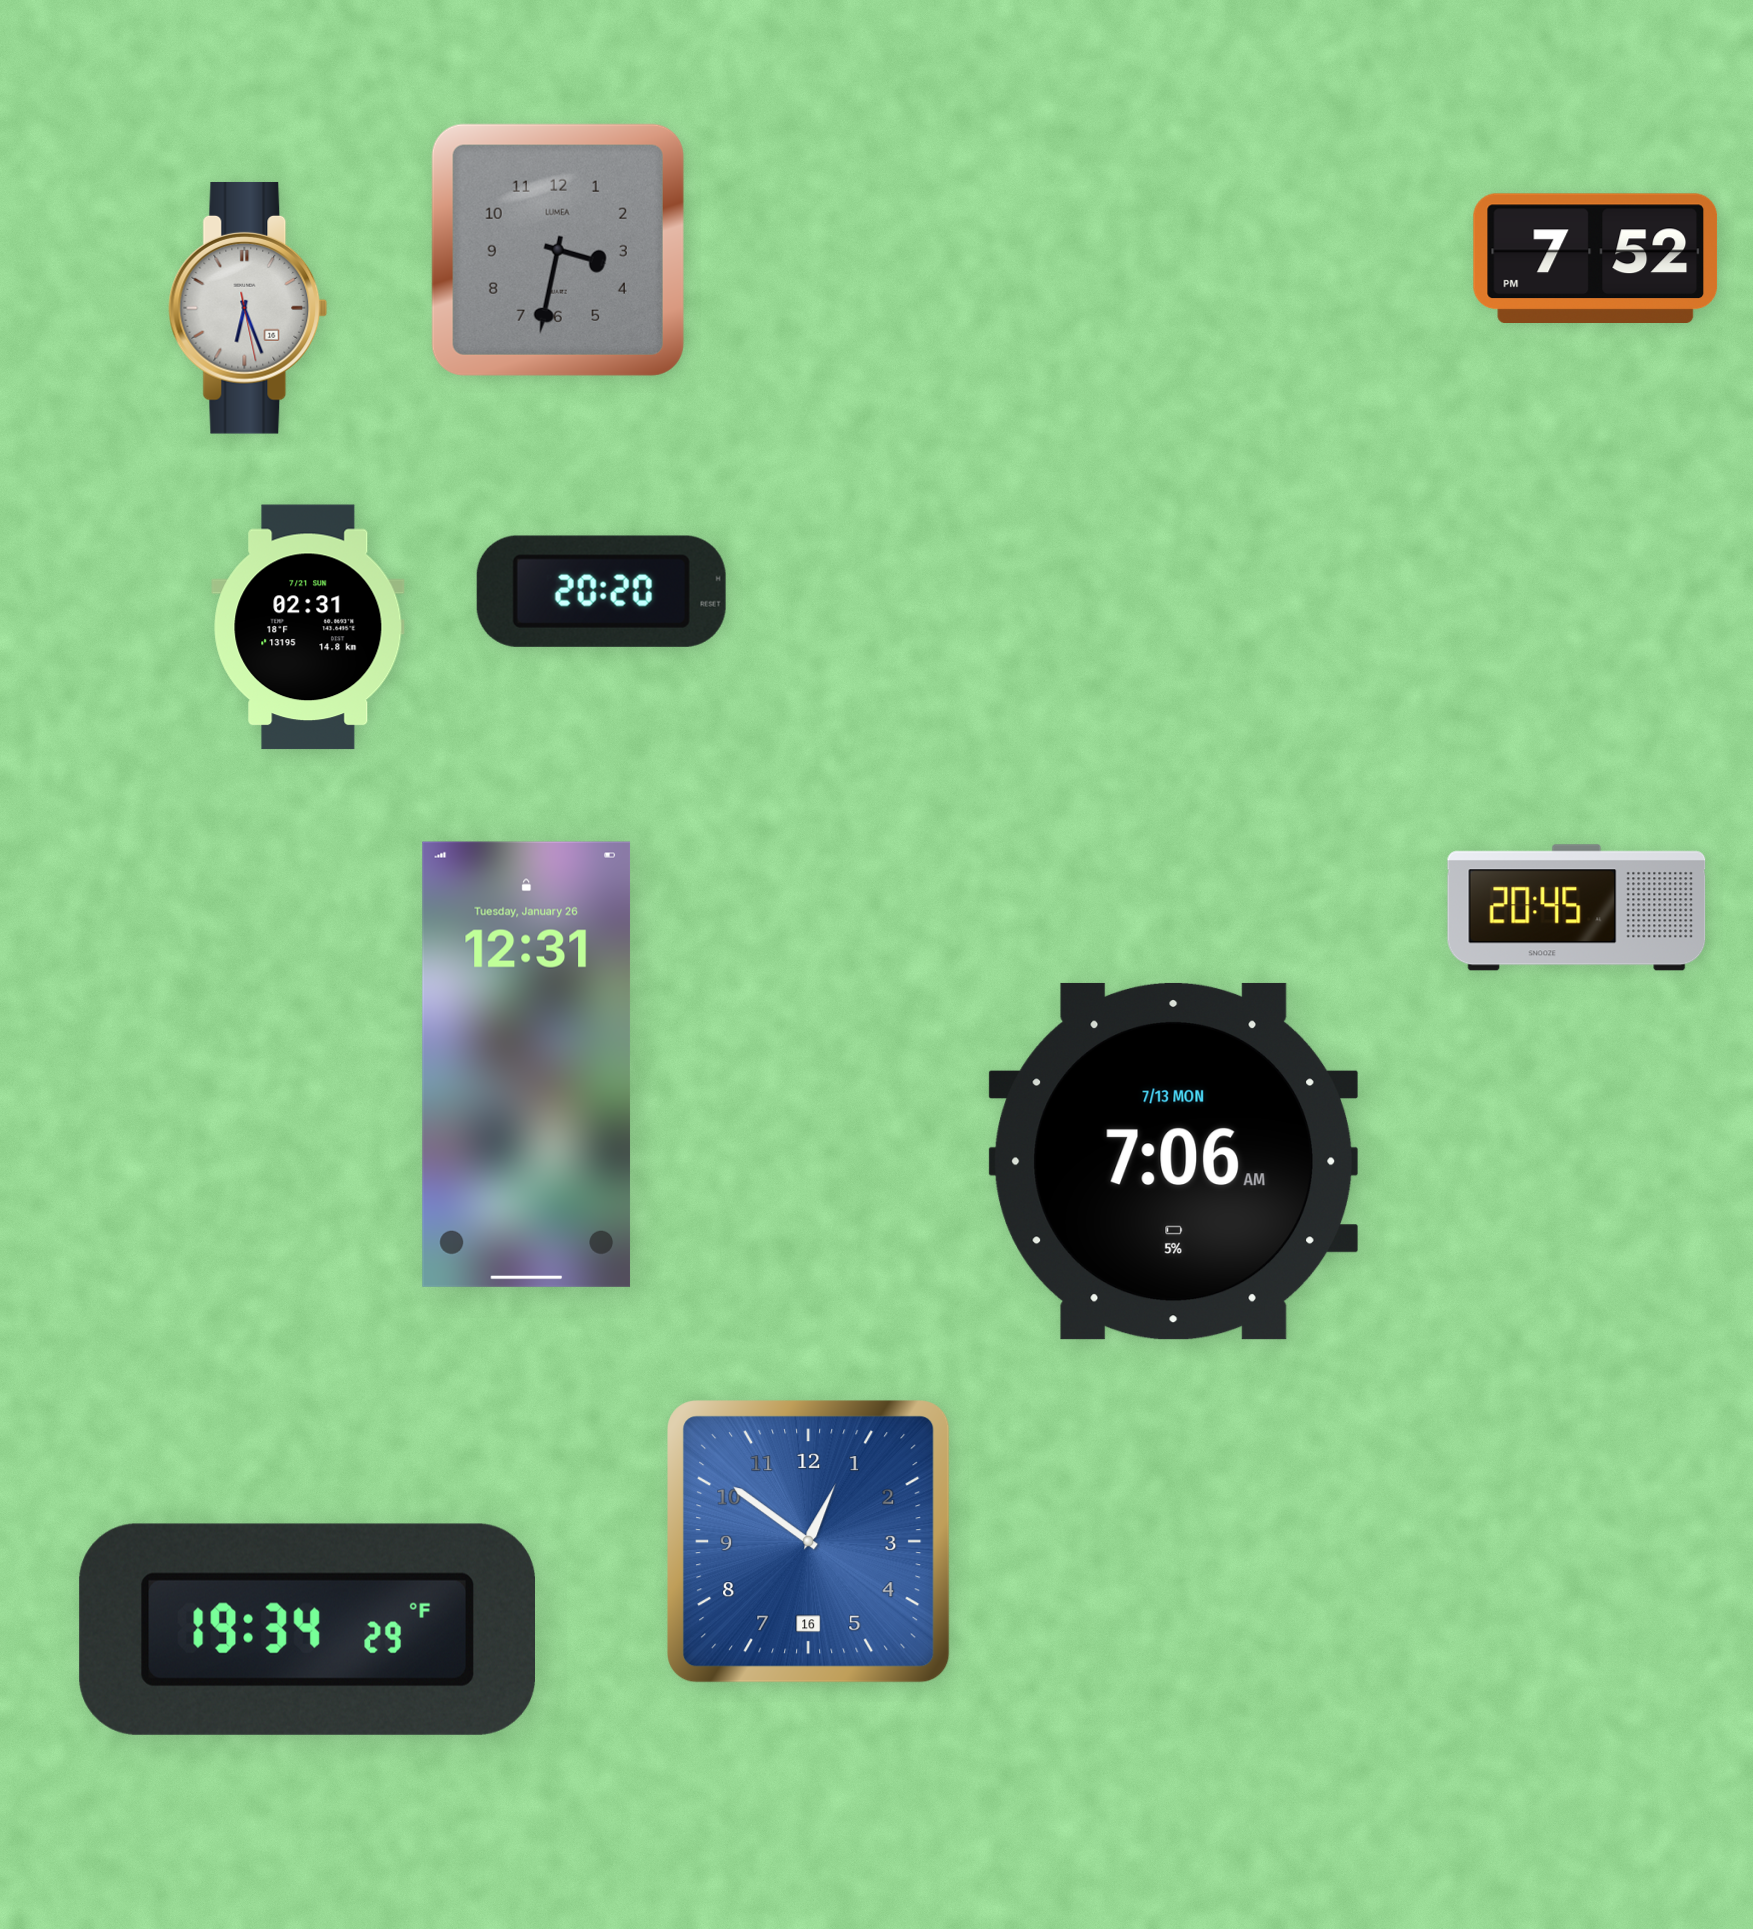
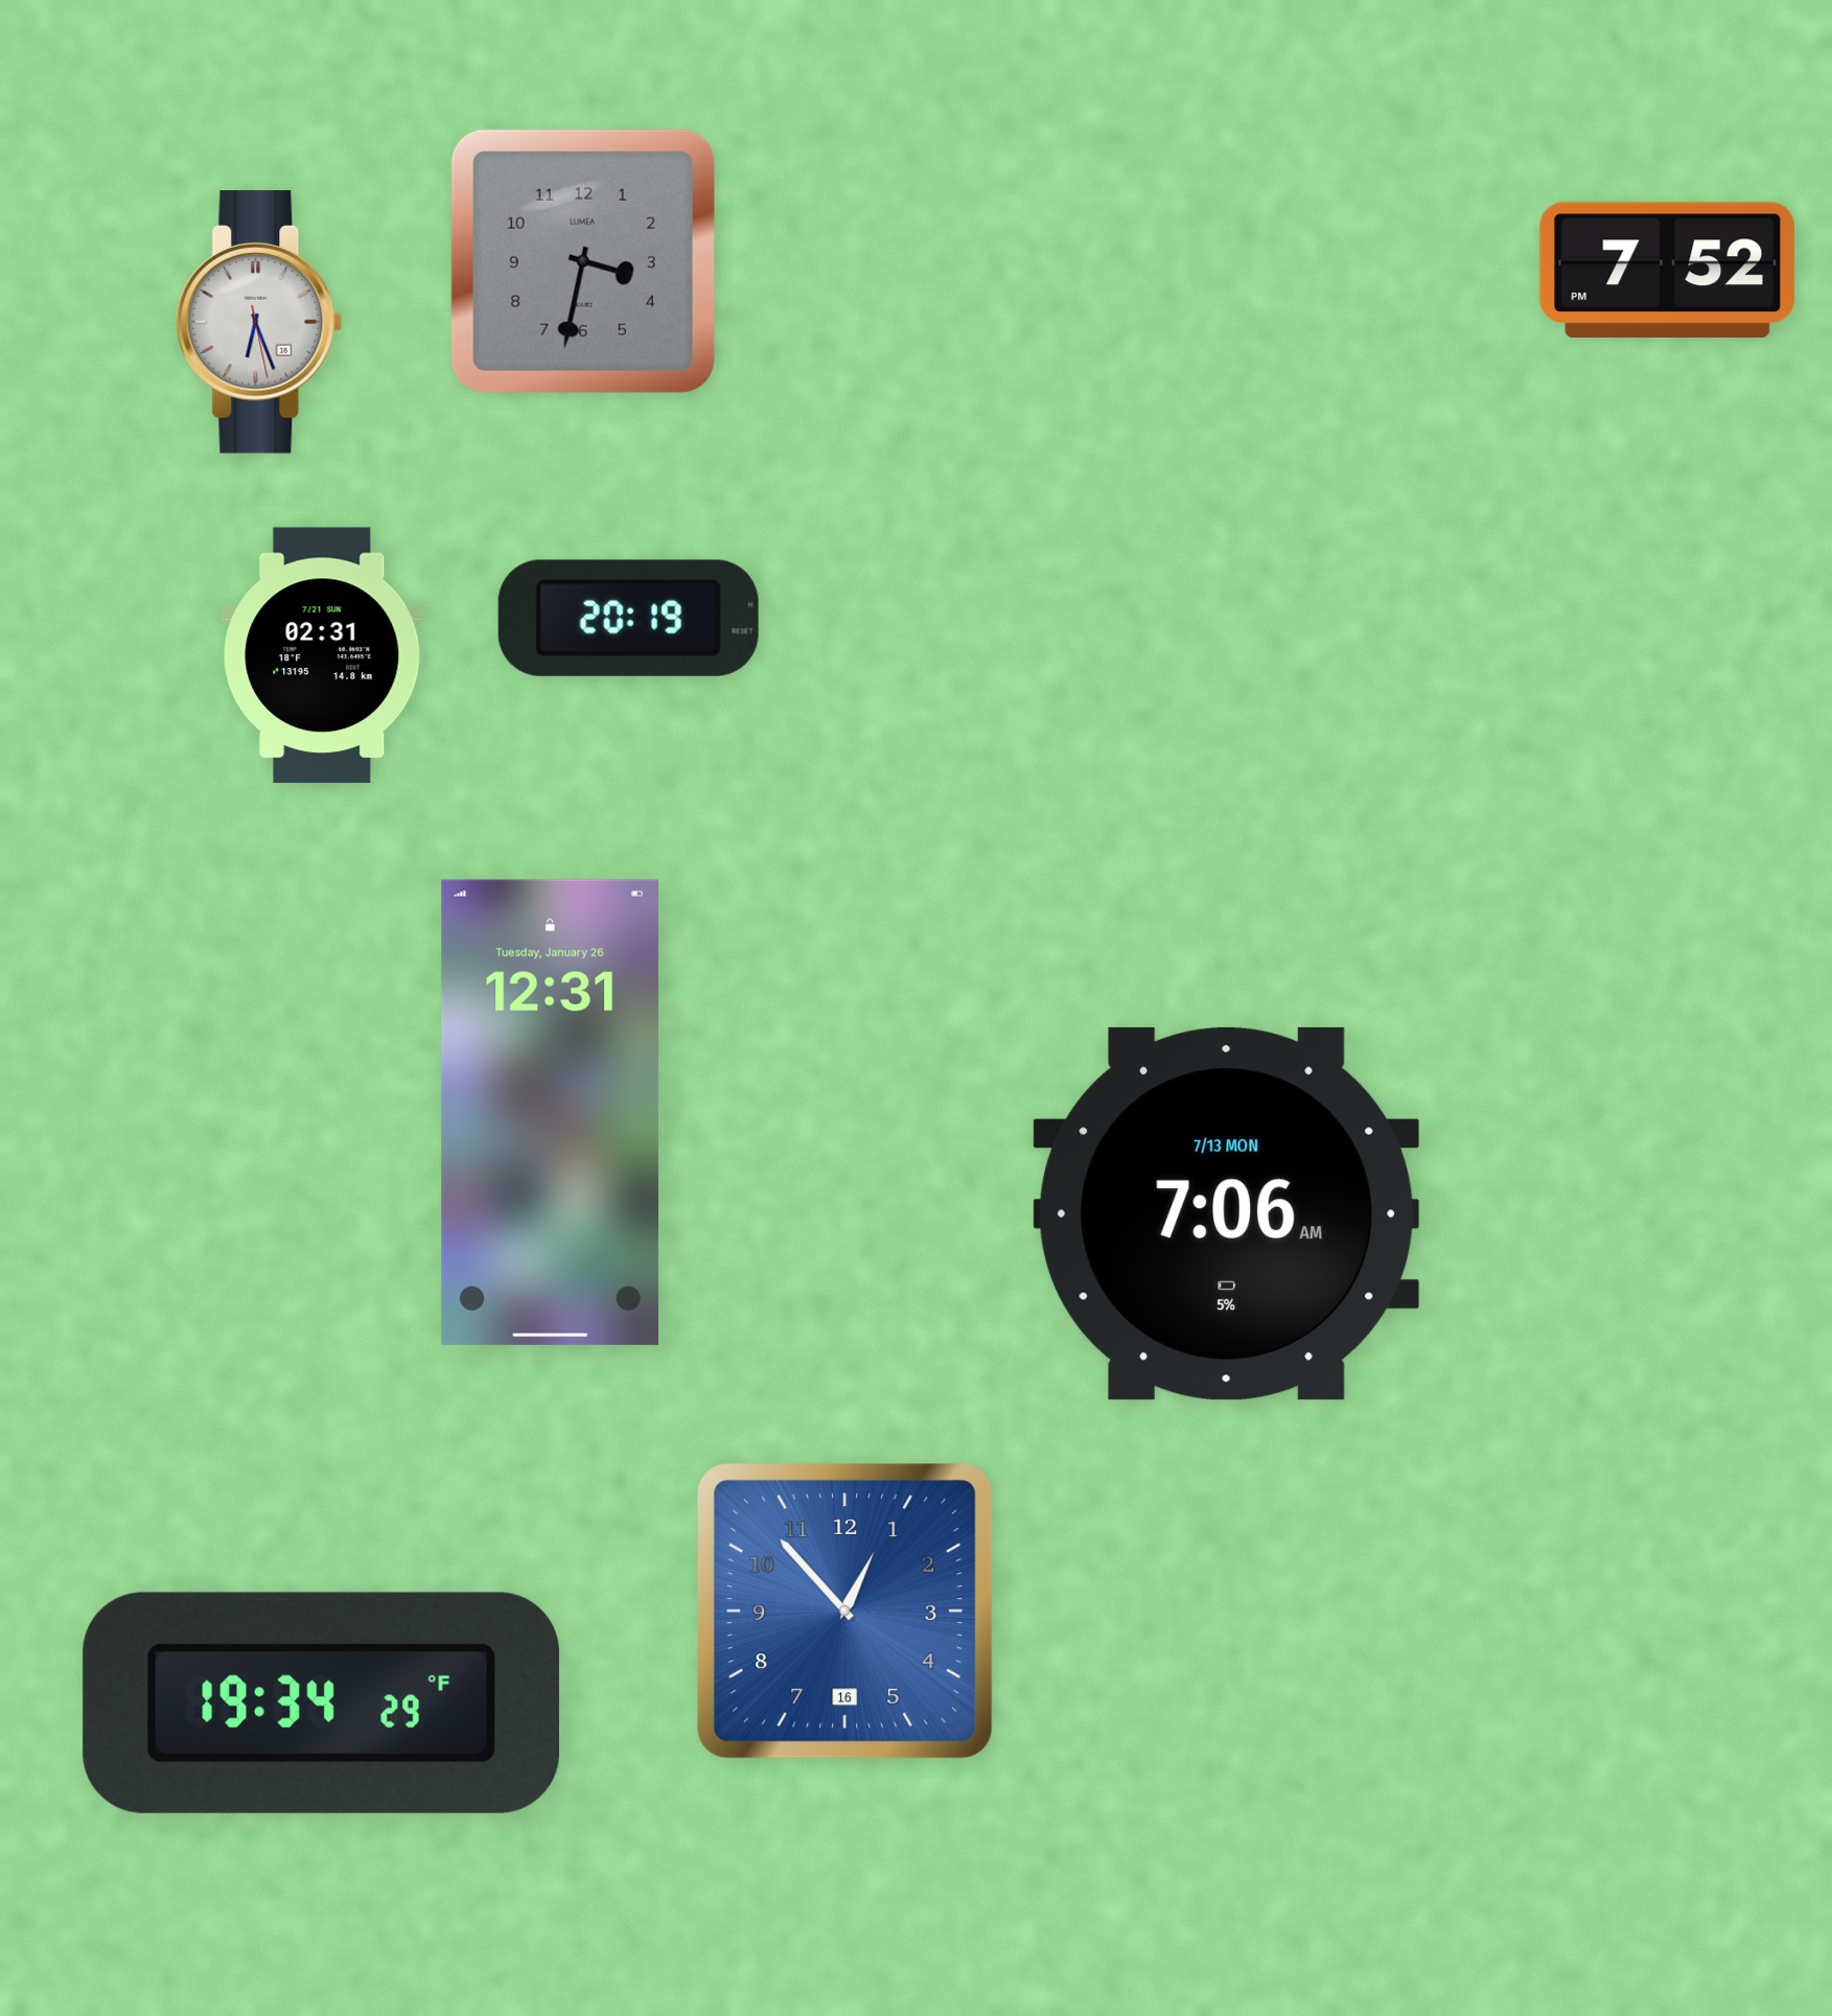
clock at (601, 591): 20:20 -> 20:19
clock at (1577, 908): 20:45 -> none
clock at (809, 1542): 12:51 -> 12:53
